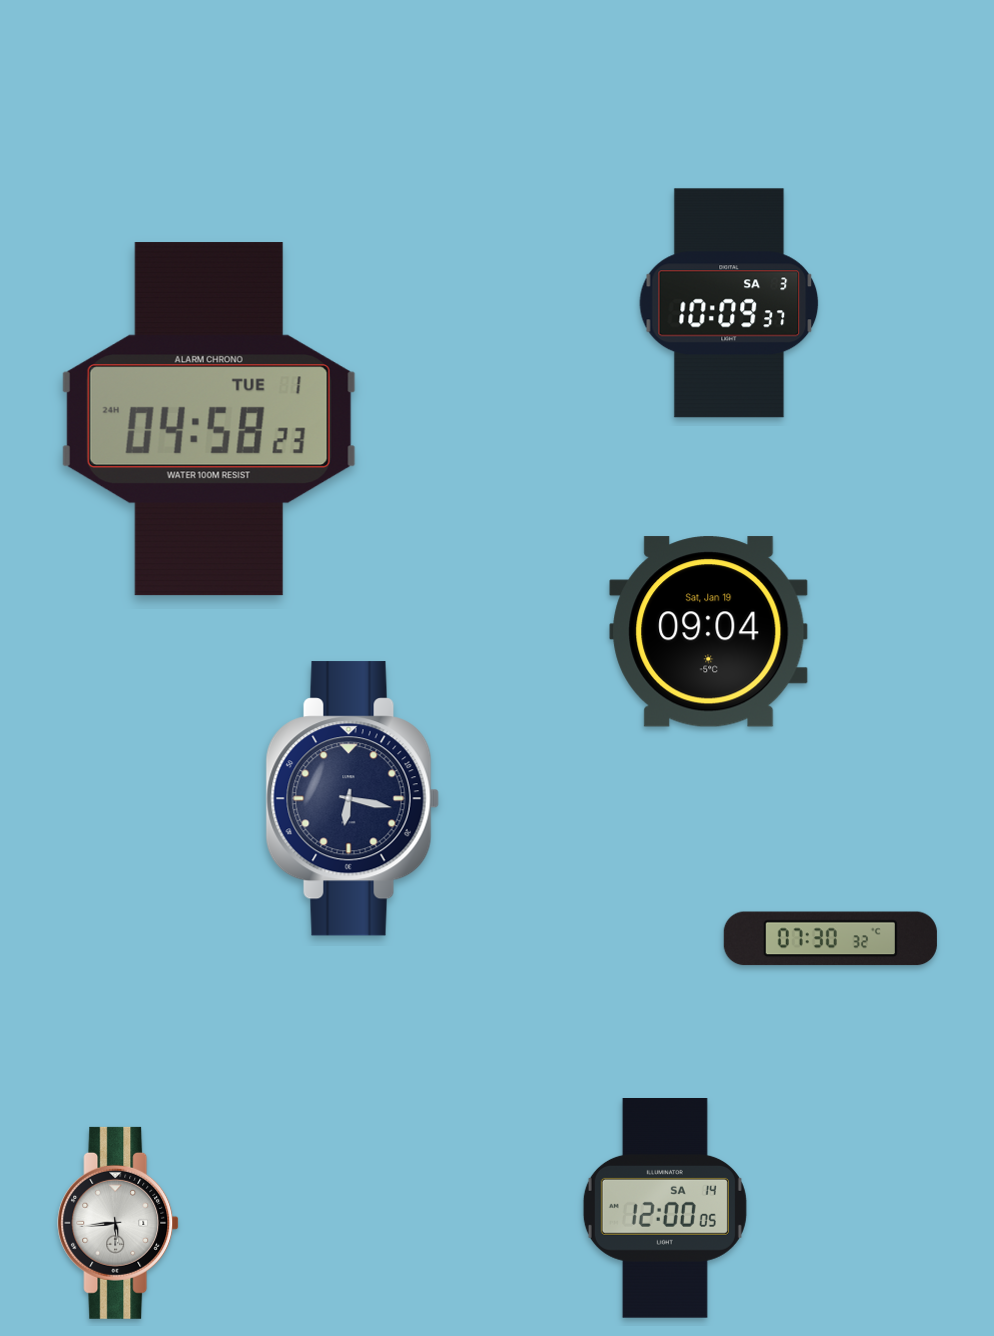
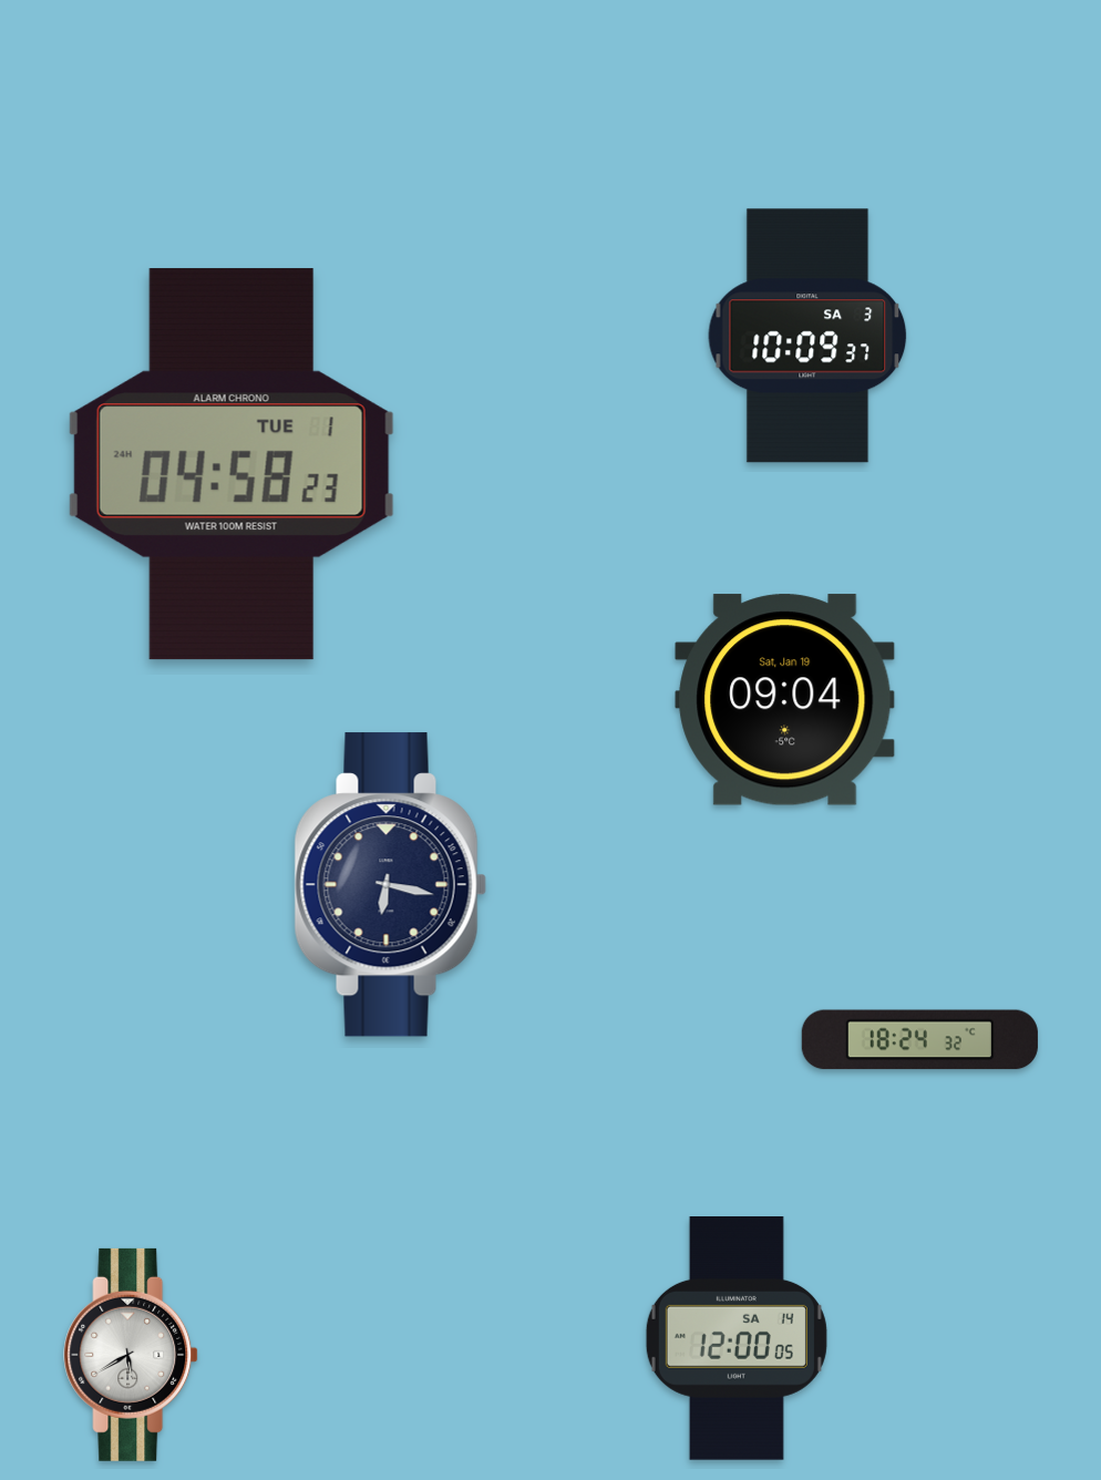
clock at (830, 939): 07:30 -> 18:24
clock at (118, 1223): 5:44 -> 5:40
